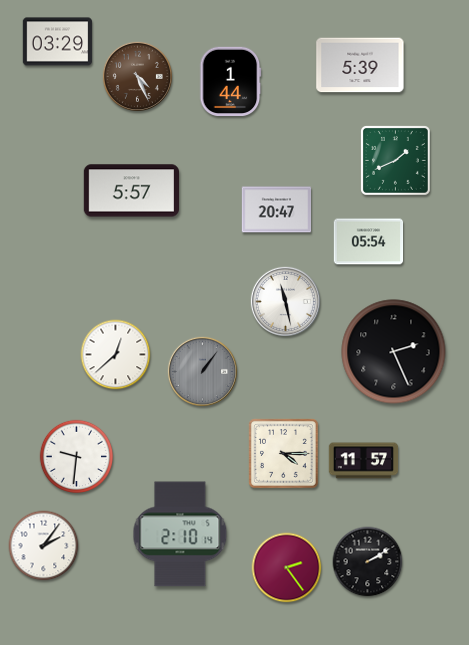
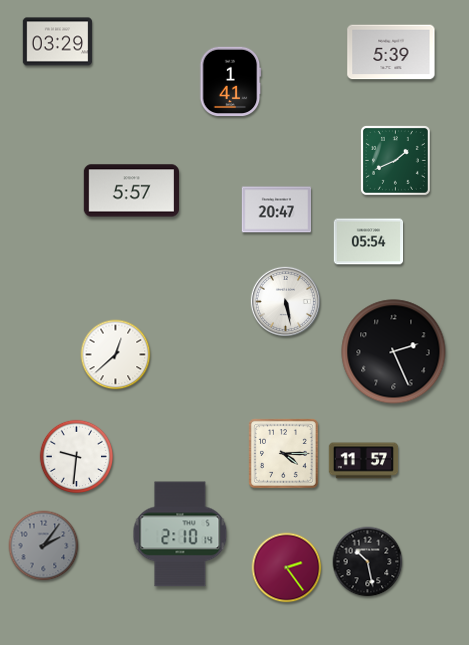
clock at (360, 65) position: (360, 65) -> (391, 52)
clock at (137, 76): 4:26 -> none
clock at (231, 81): 1:44 -> 1:41
clock at (285, 301): 11:28 -> 5:28
clock at (202, 371): 1:06 -> none
clock at (44, 546) dial: white -> grey
clock at (368, 562): 2:10 -> 10:28
